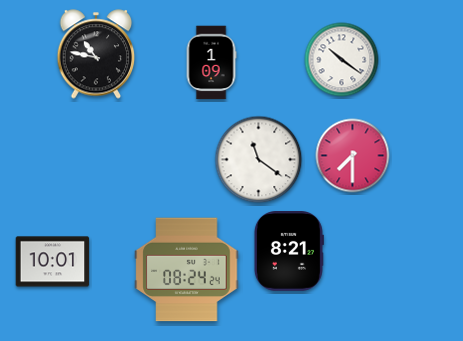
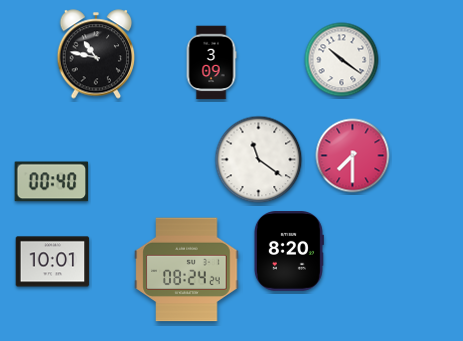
clock at (211, 63): 1:09 -> 3:09
clock at (52, 182): none -> 00:40
clock at (288, 252): 8:21 -> 8:20
